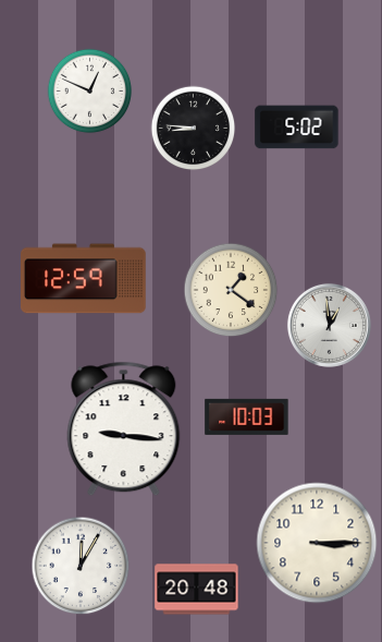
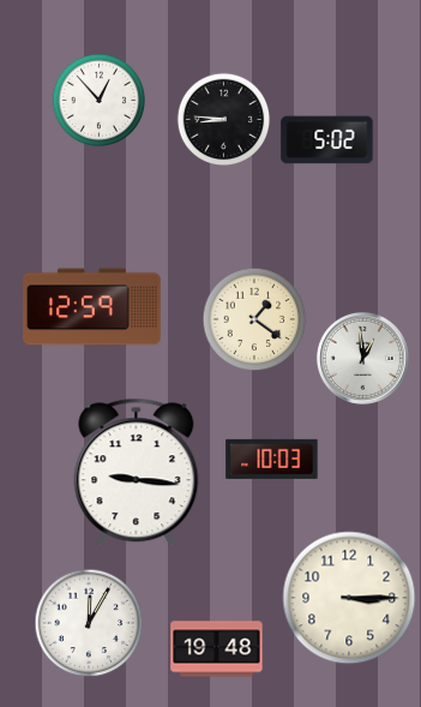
clock at (89, 90): 12:49 -> 12:53
clock at (193, 128) position: (193, 128) -> (223, 119)
clock at (197, 590): 20:48 -> 19:48
